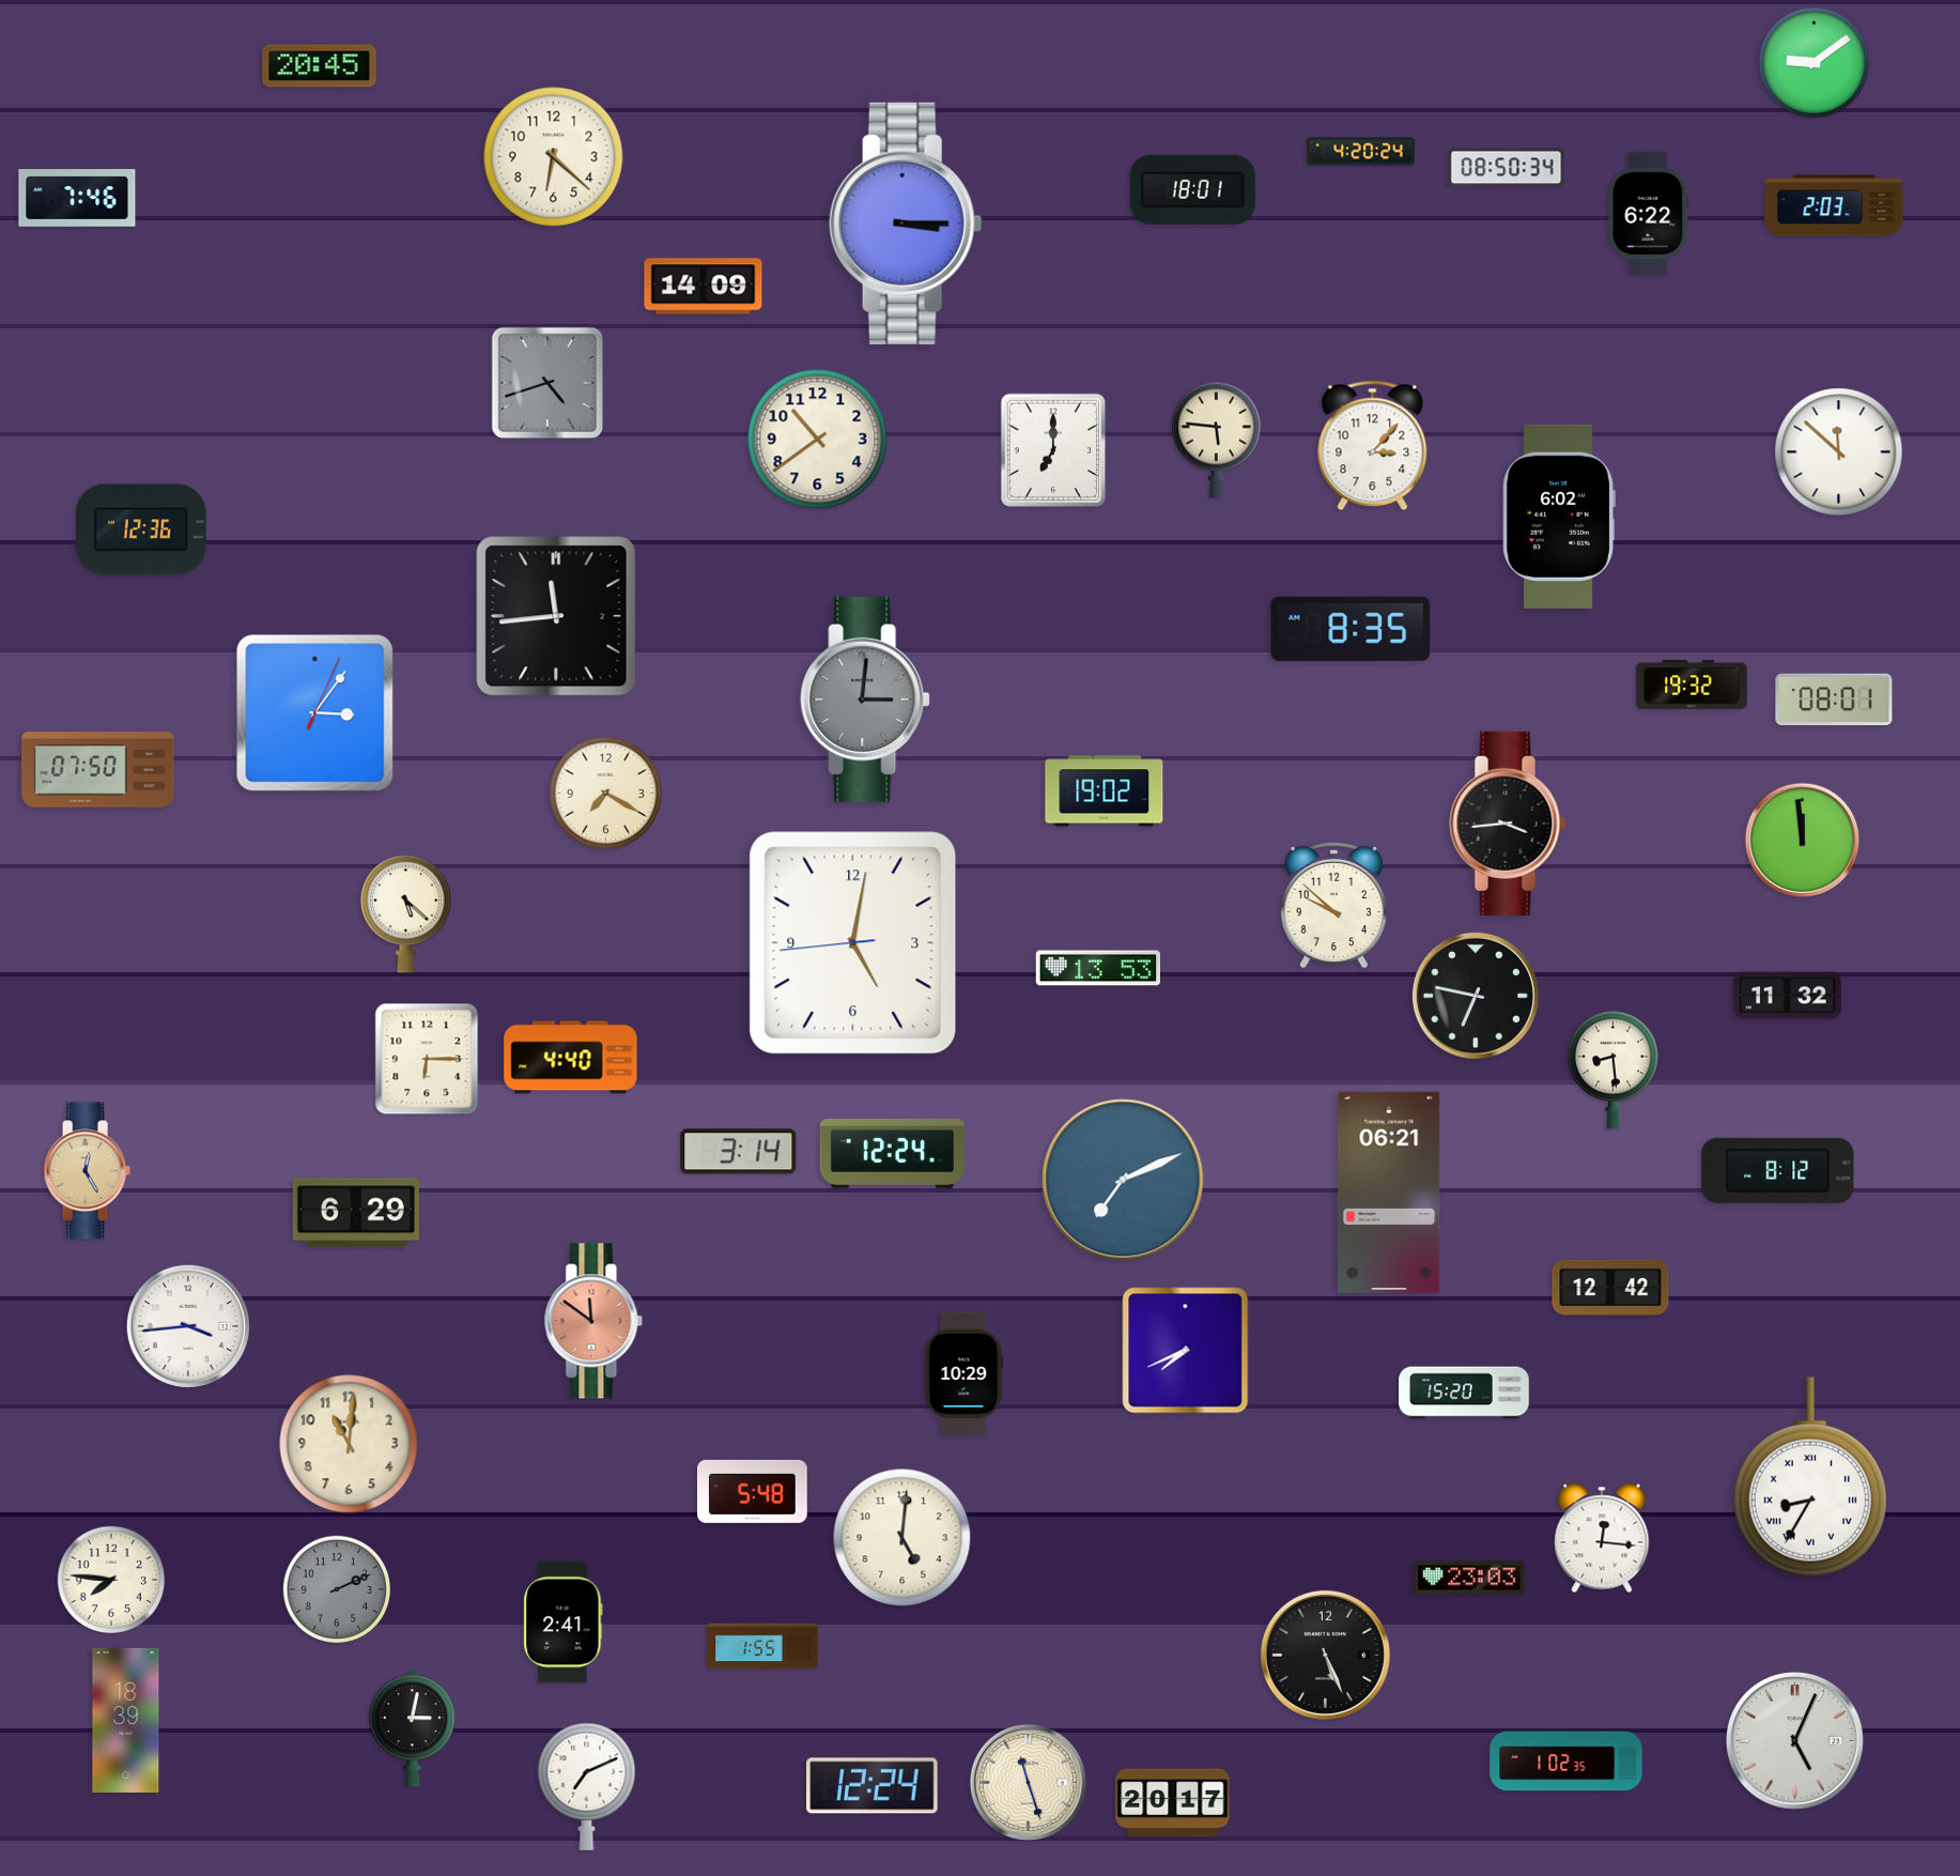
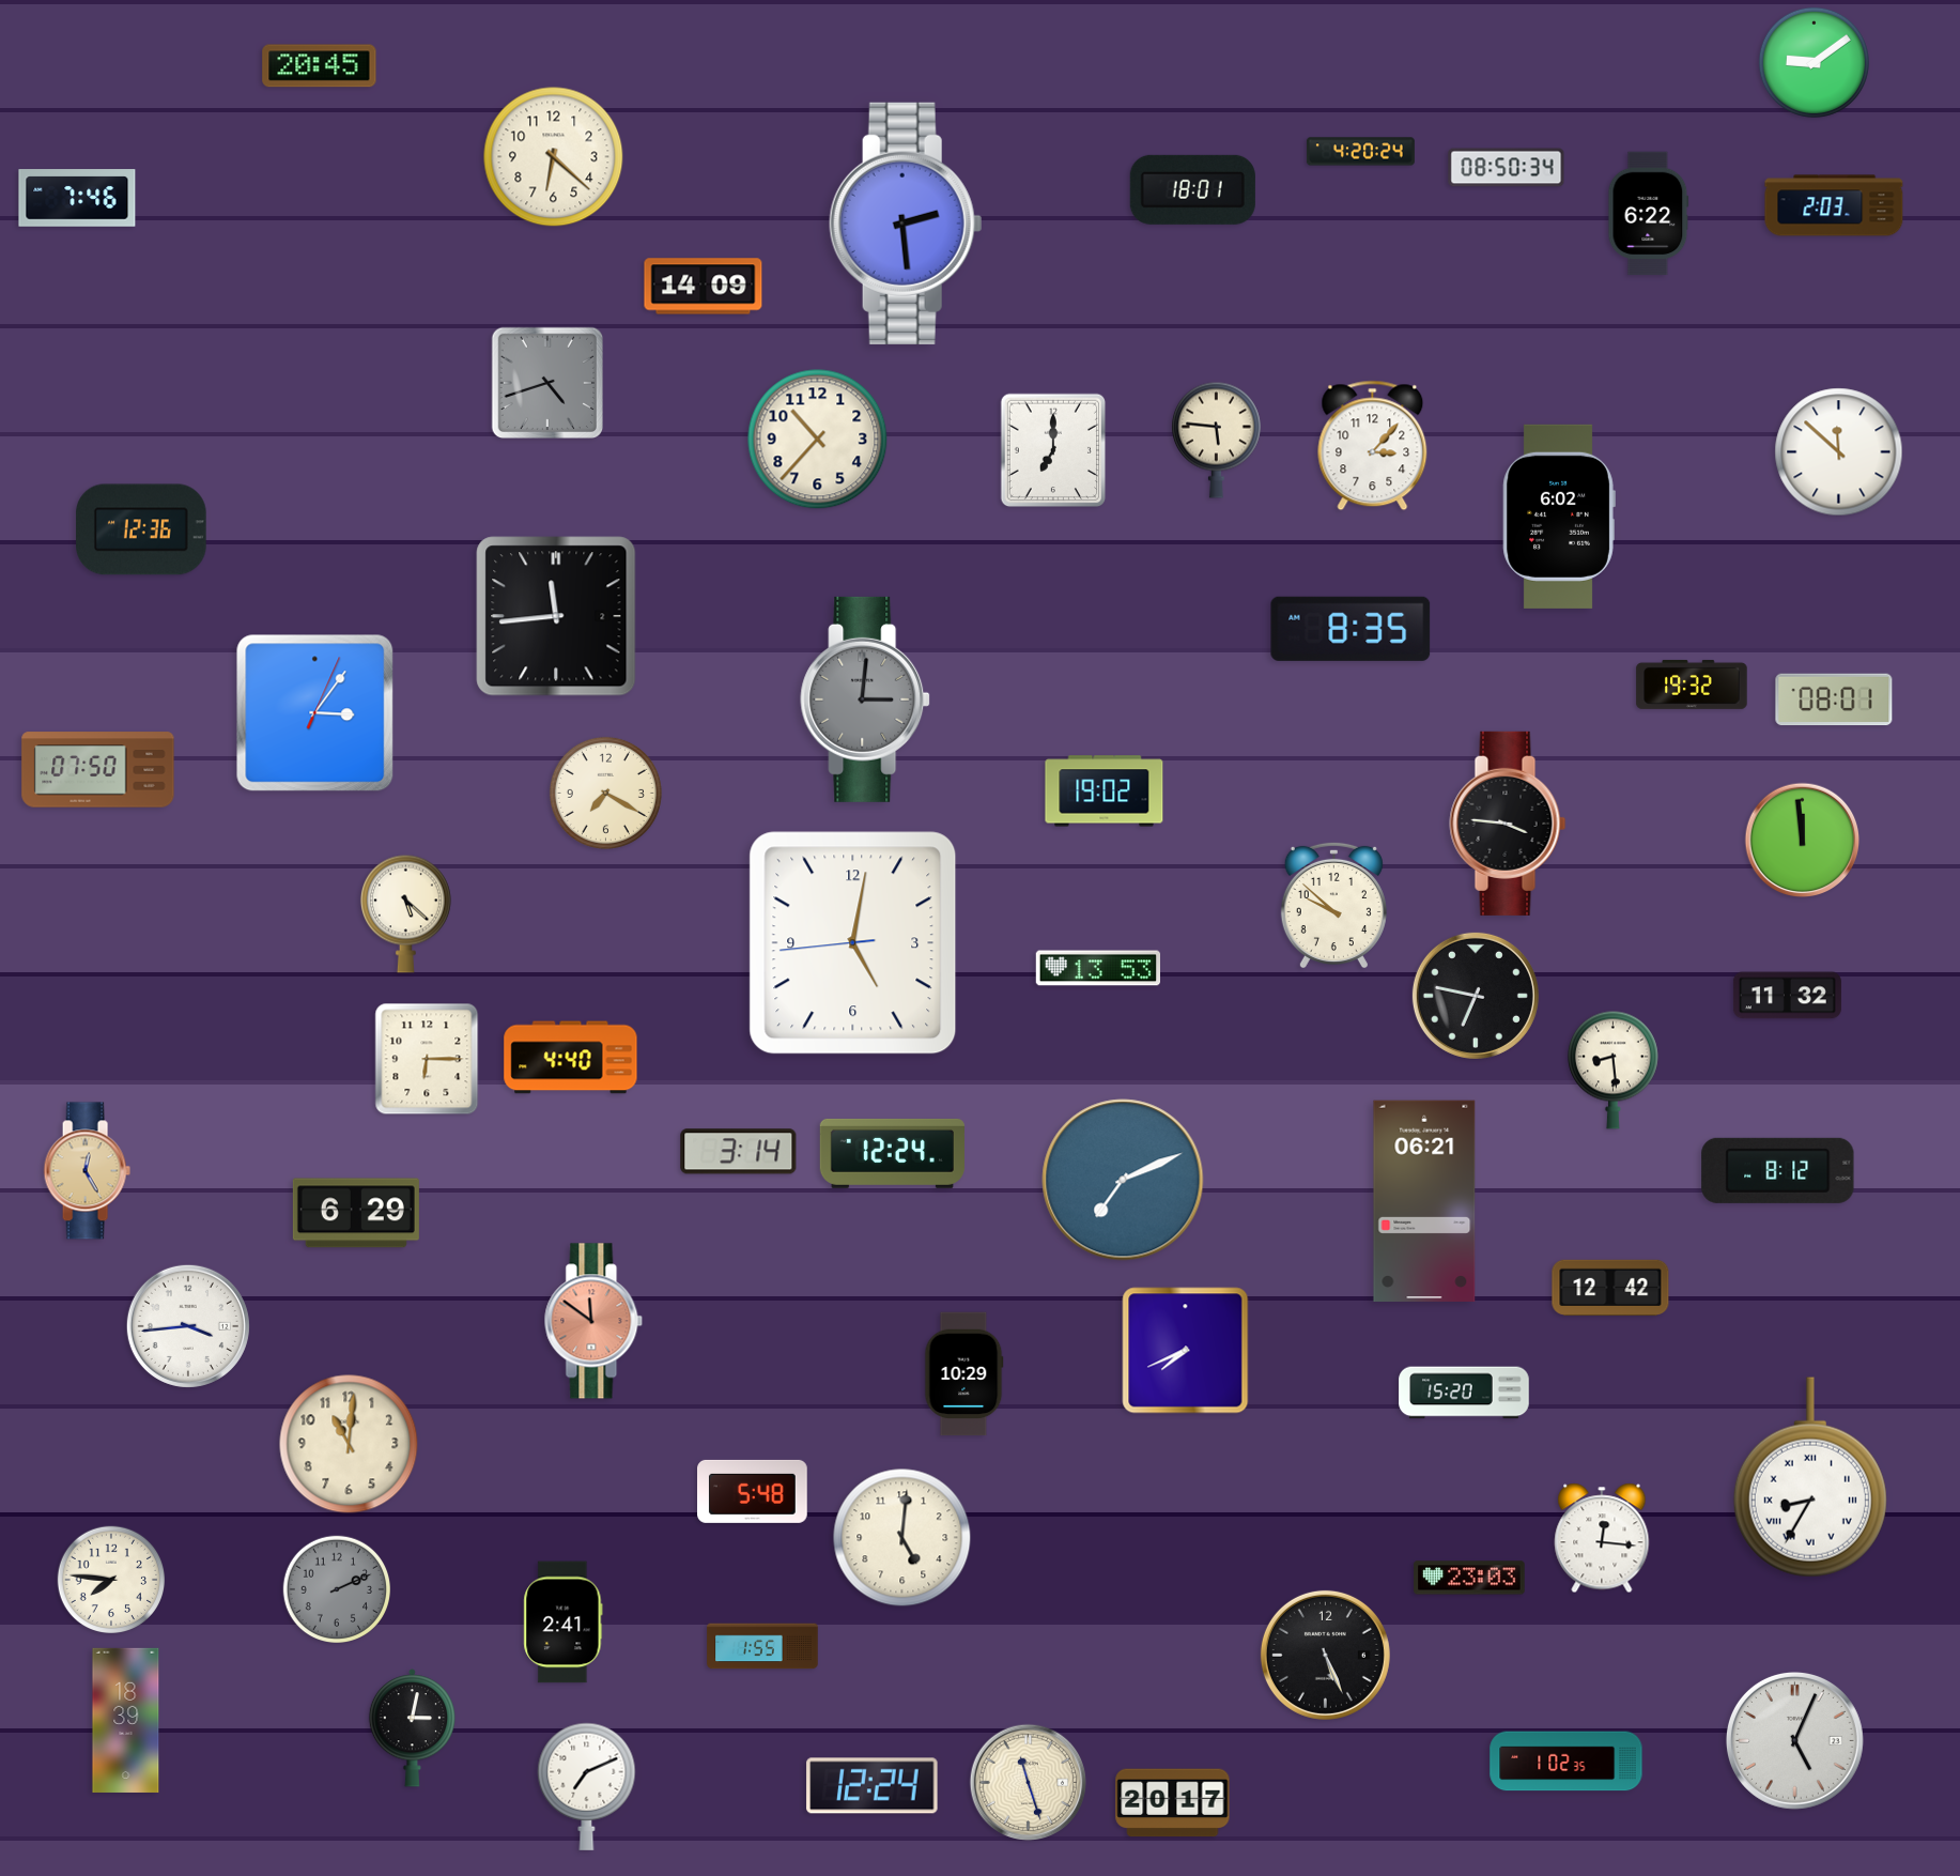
clock at (906, 224): 3:15 -> 2:29
clock at (818, 440): 10:39 -> 10:37
clock at (1508, 824): 3:44 -> 3:46
clock at (1389, 1191) position: (1389, 1191) -> (1424, 1200)
